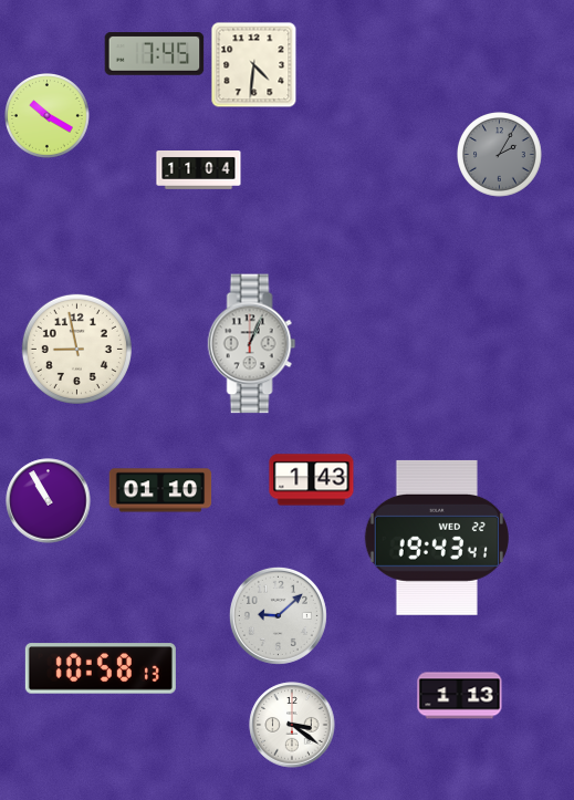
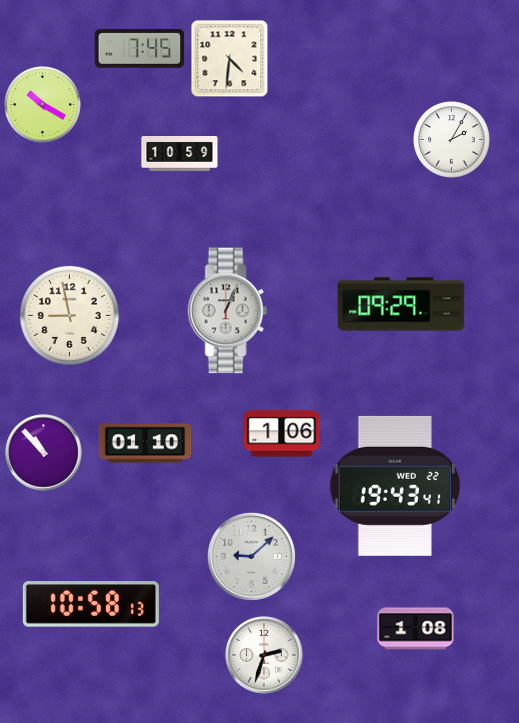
clock at (500, 155) dial: grey -> white
clock at (199, 170): 11:04 -> 10:59
clock at (401, 304): none -> 09:29
clock at (312, 480): 1:43 -> 1:06
clock at (49, 501): 10:55 -> 10:53
clock at (460, 696): 1:13 -> 1:08
clock at (292, 725): 3:21 -> 2:33
